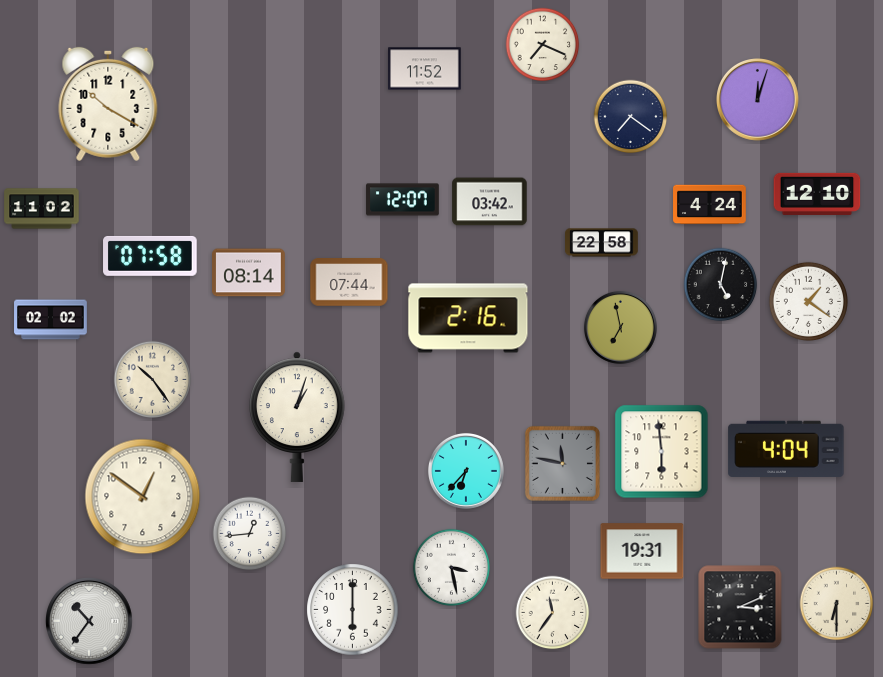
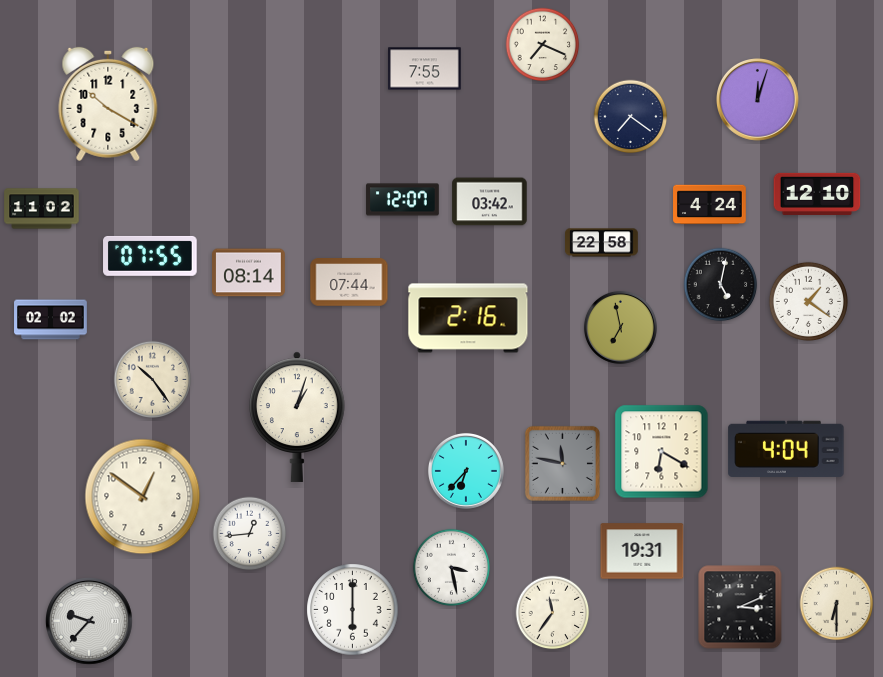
clock at (425, 69): 11:52 -> 7:55
clock at (150, 256): 07:58 -> 07:55
clock at (662, 452): 5:59 -> 6:20
clock at (89, 621): 10:36 -> 9:37
